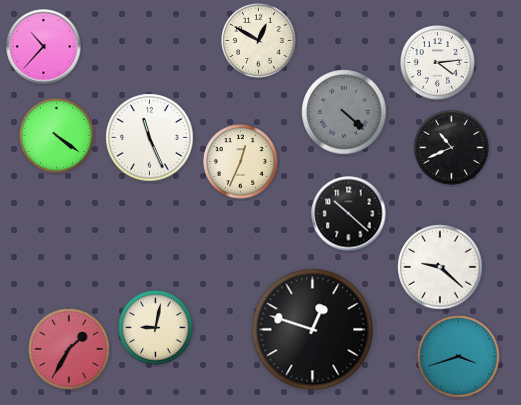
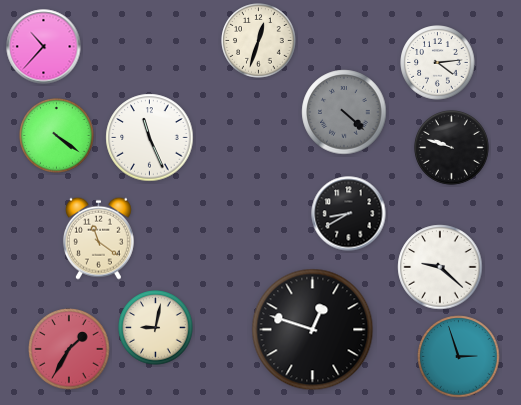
clock at (259, 41): 12:50 -> 12:33
clock at (452, 148): 10:41 -> 9:48
clock at (241, 162): 12:34 -> none
clock at (349, 214): 10:22 -> 8:40
clock at (98, 238): none -> 11:21
clock at (459, 357): 3:42 -> 2:57
